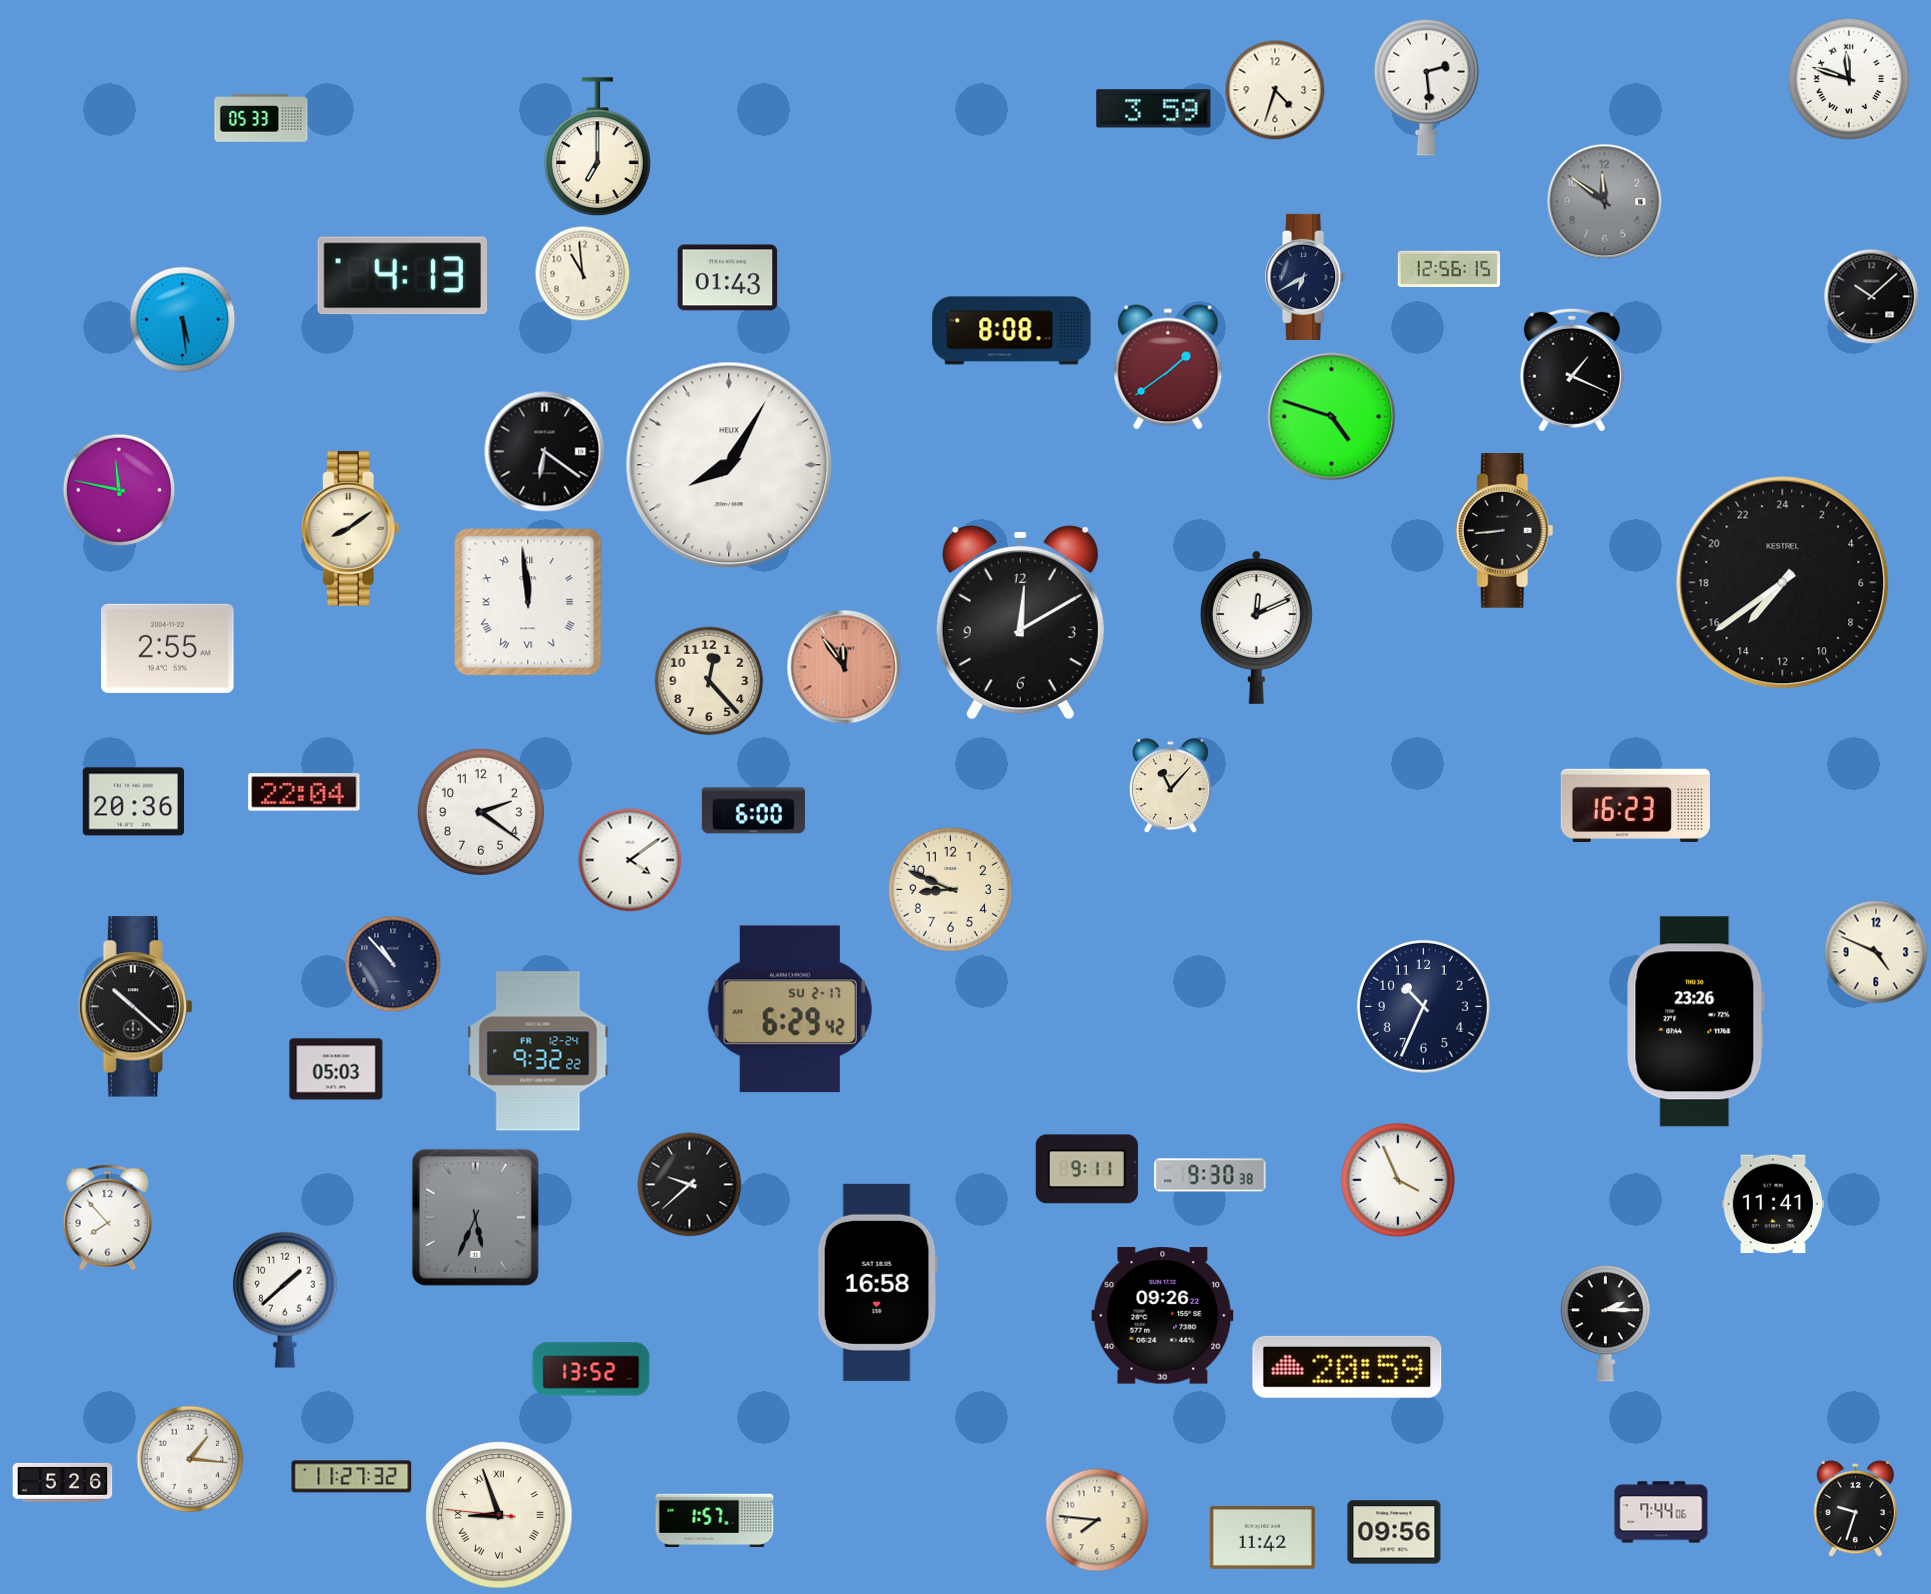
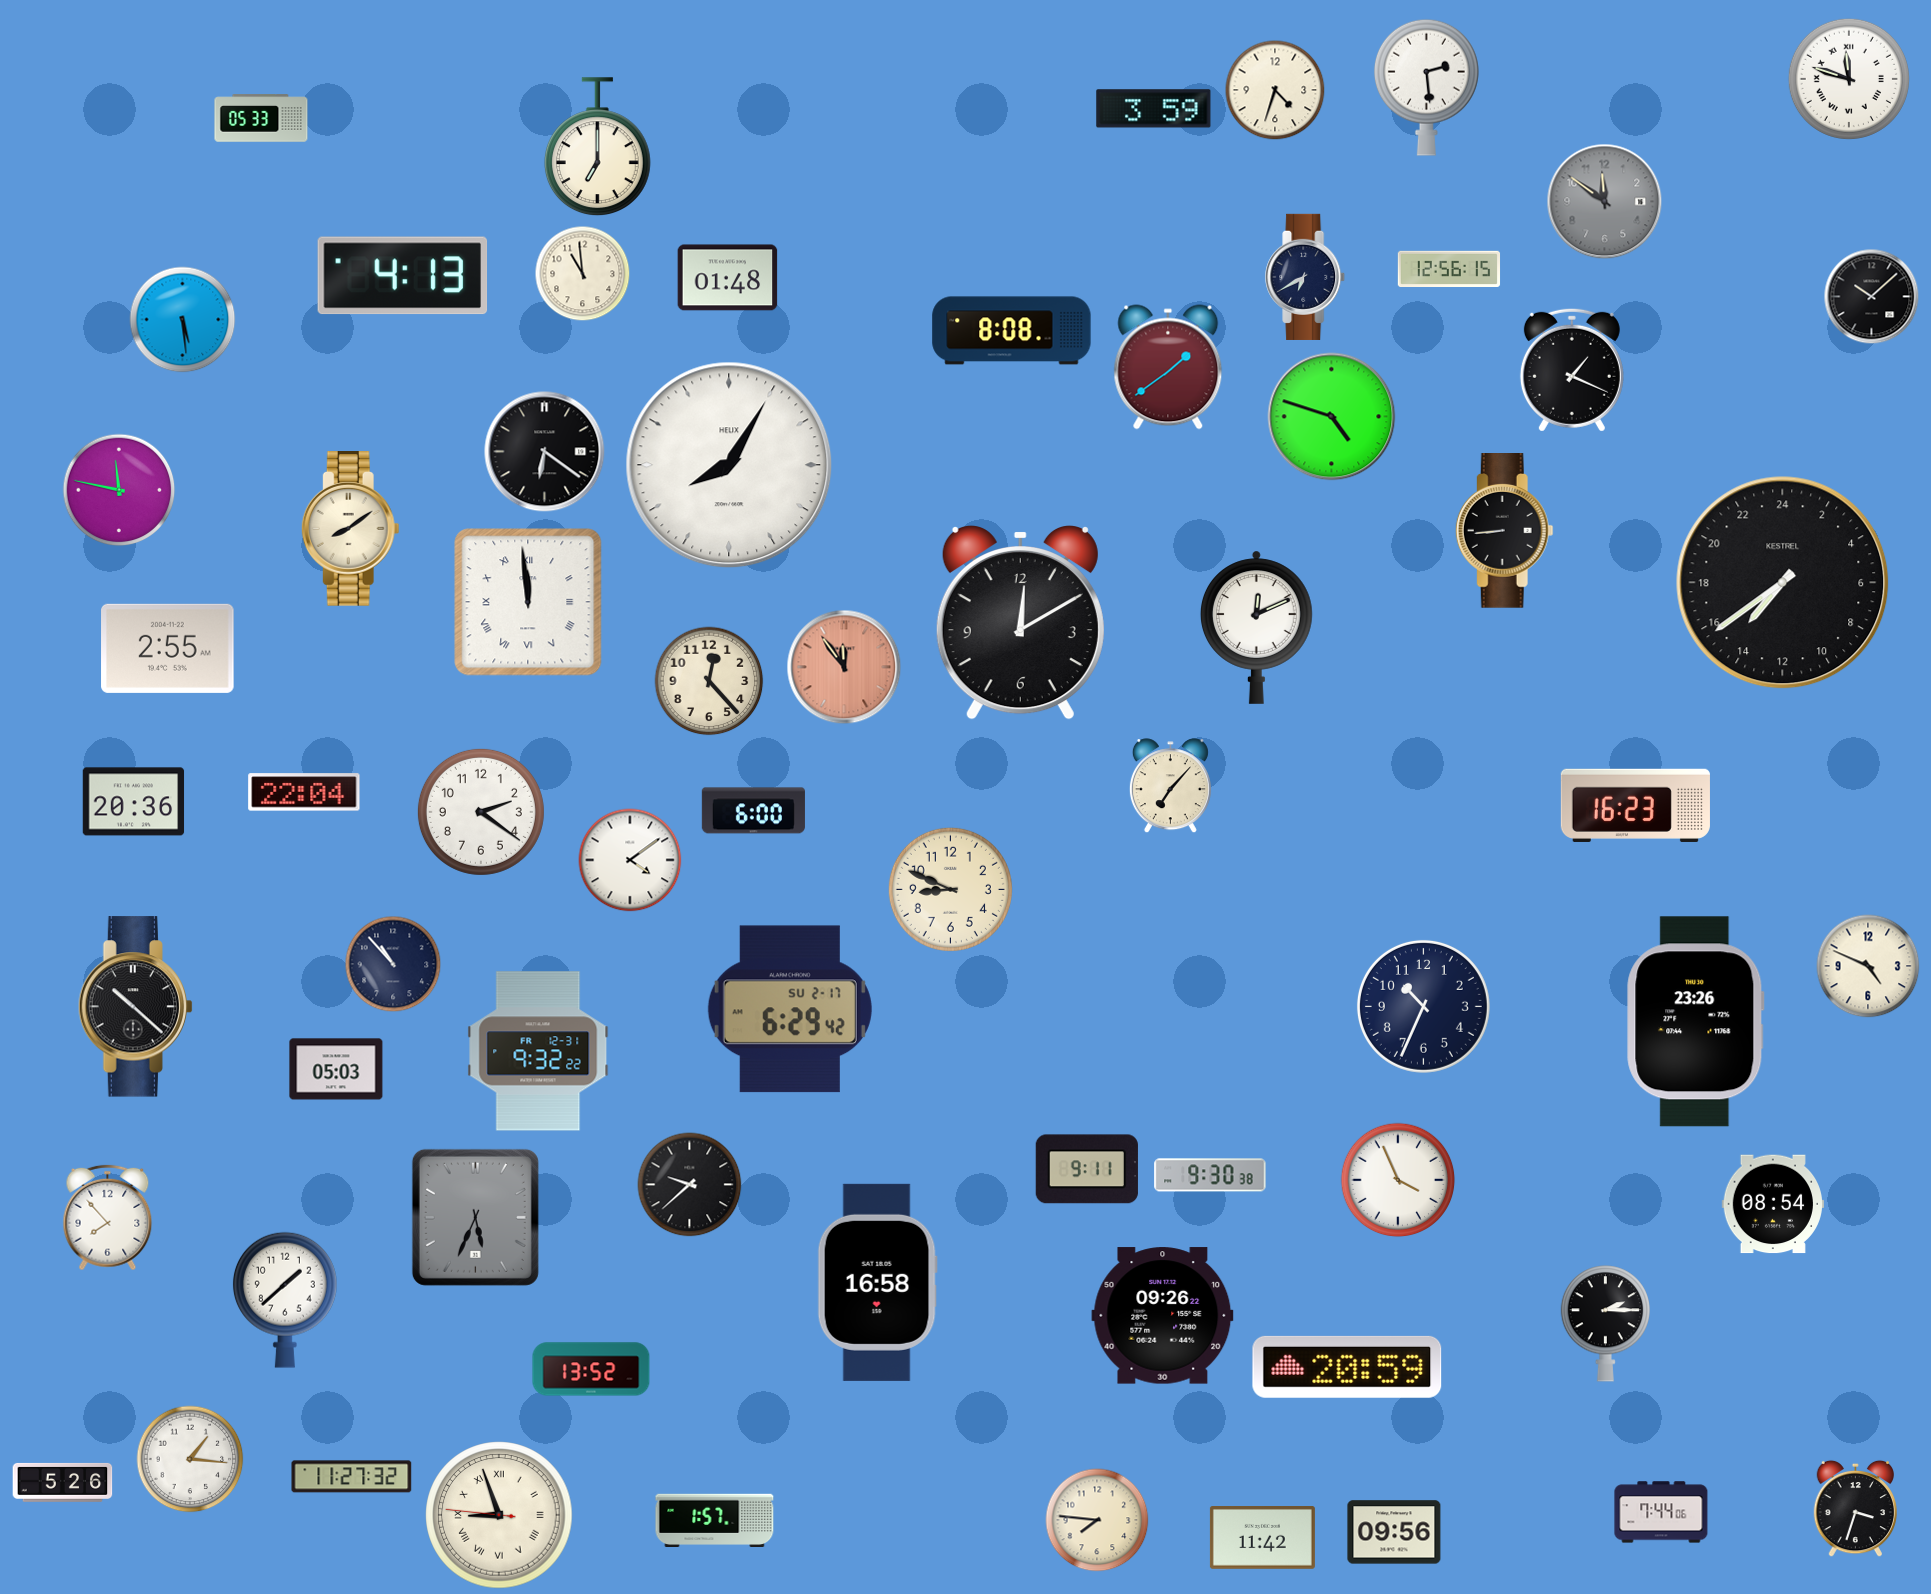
clock at (728, 278): 01:43 -> 01:48
clock at (1170, 786): 11:07 -> 7:07
clock at (1876, 952) position: (1876, 952) -> (1868, 966)
clock at (538, 1051) date: FR 12-24 -> FR 12-31
clock at (1772, 1204): 11:41 -> 08:54
clock at (1856, 1509): 9:33 -> 3:33
